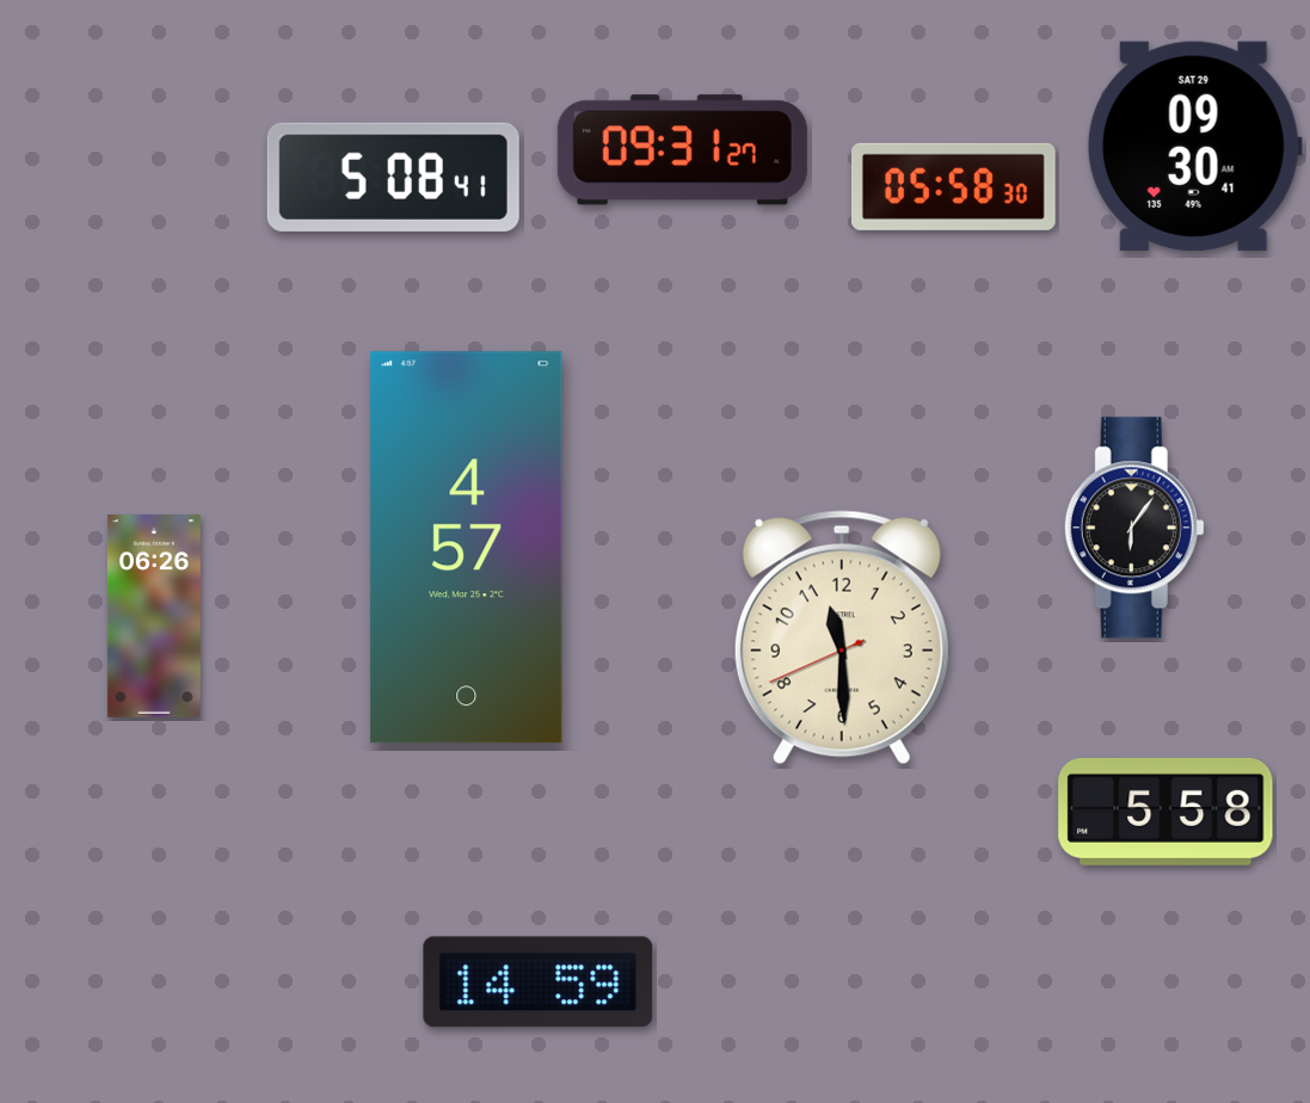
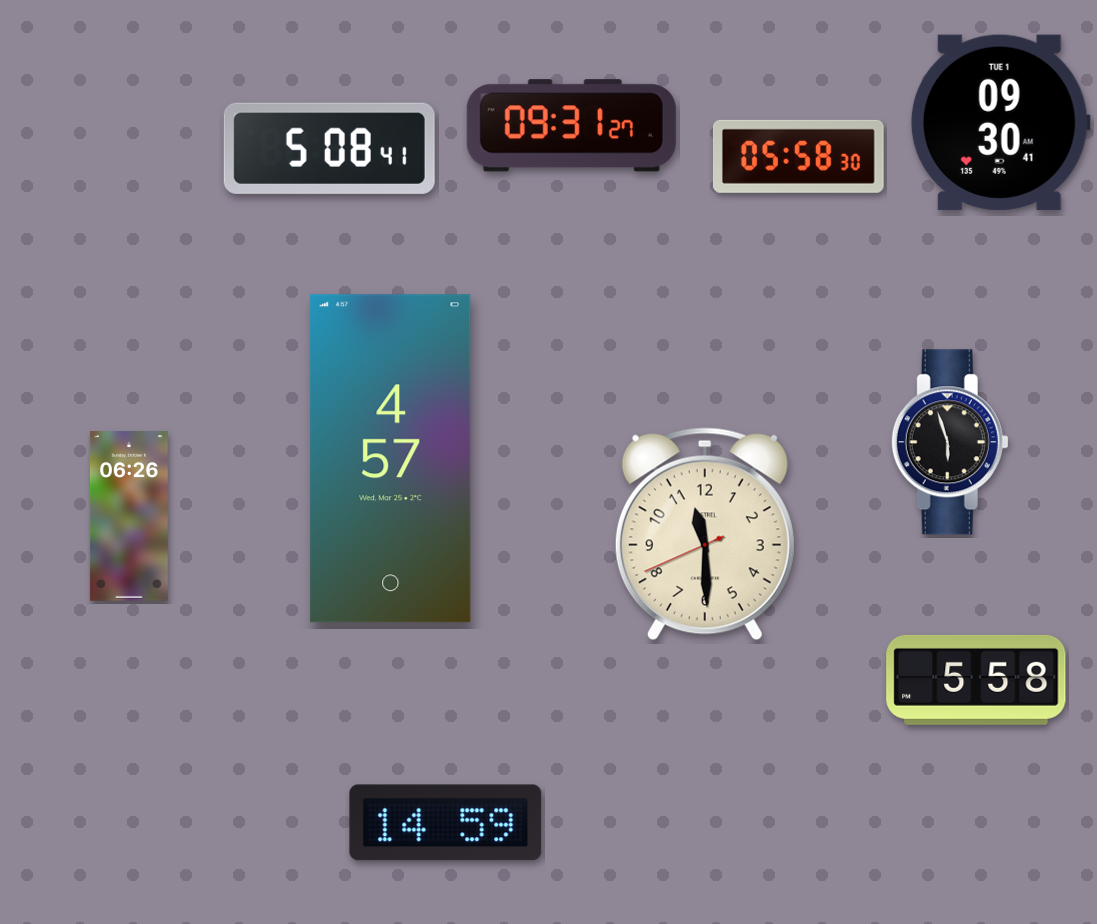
clock at (1194, 146) date: SAT 29 -> TUE 1
clock at (1134, 528): 6:06 -> 5:57
clock at (539, 982) position: (539, 982) -> (446, 823)
